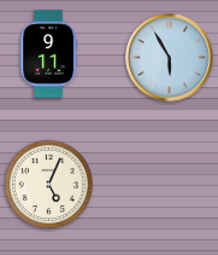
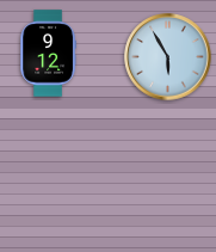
clock at (48, 54): 9:11 -> 9:12
clock at (48, 184): 5:04 -> none
